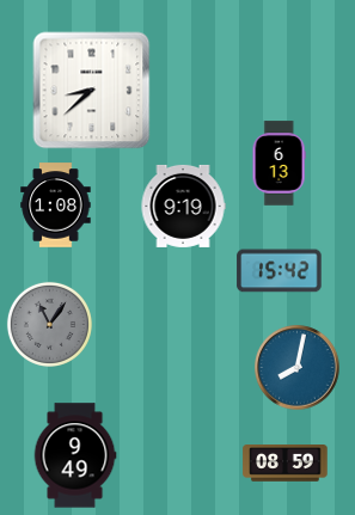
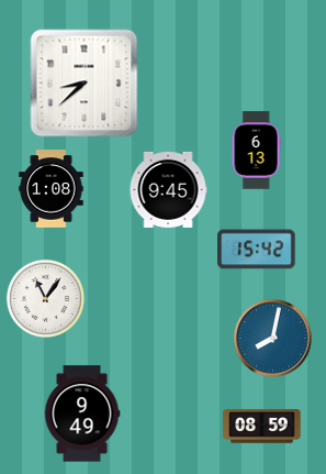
clock at (183, 206): 9:19 -> 9:45
clock at (49, 324) dial: grey -> white
clock at (75, 455) position: (75, 455) -> (82, 414)
